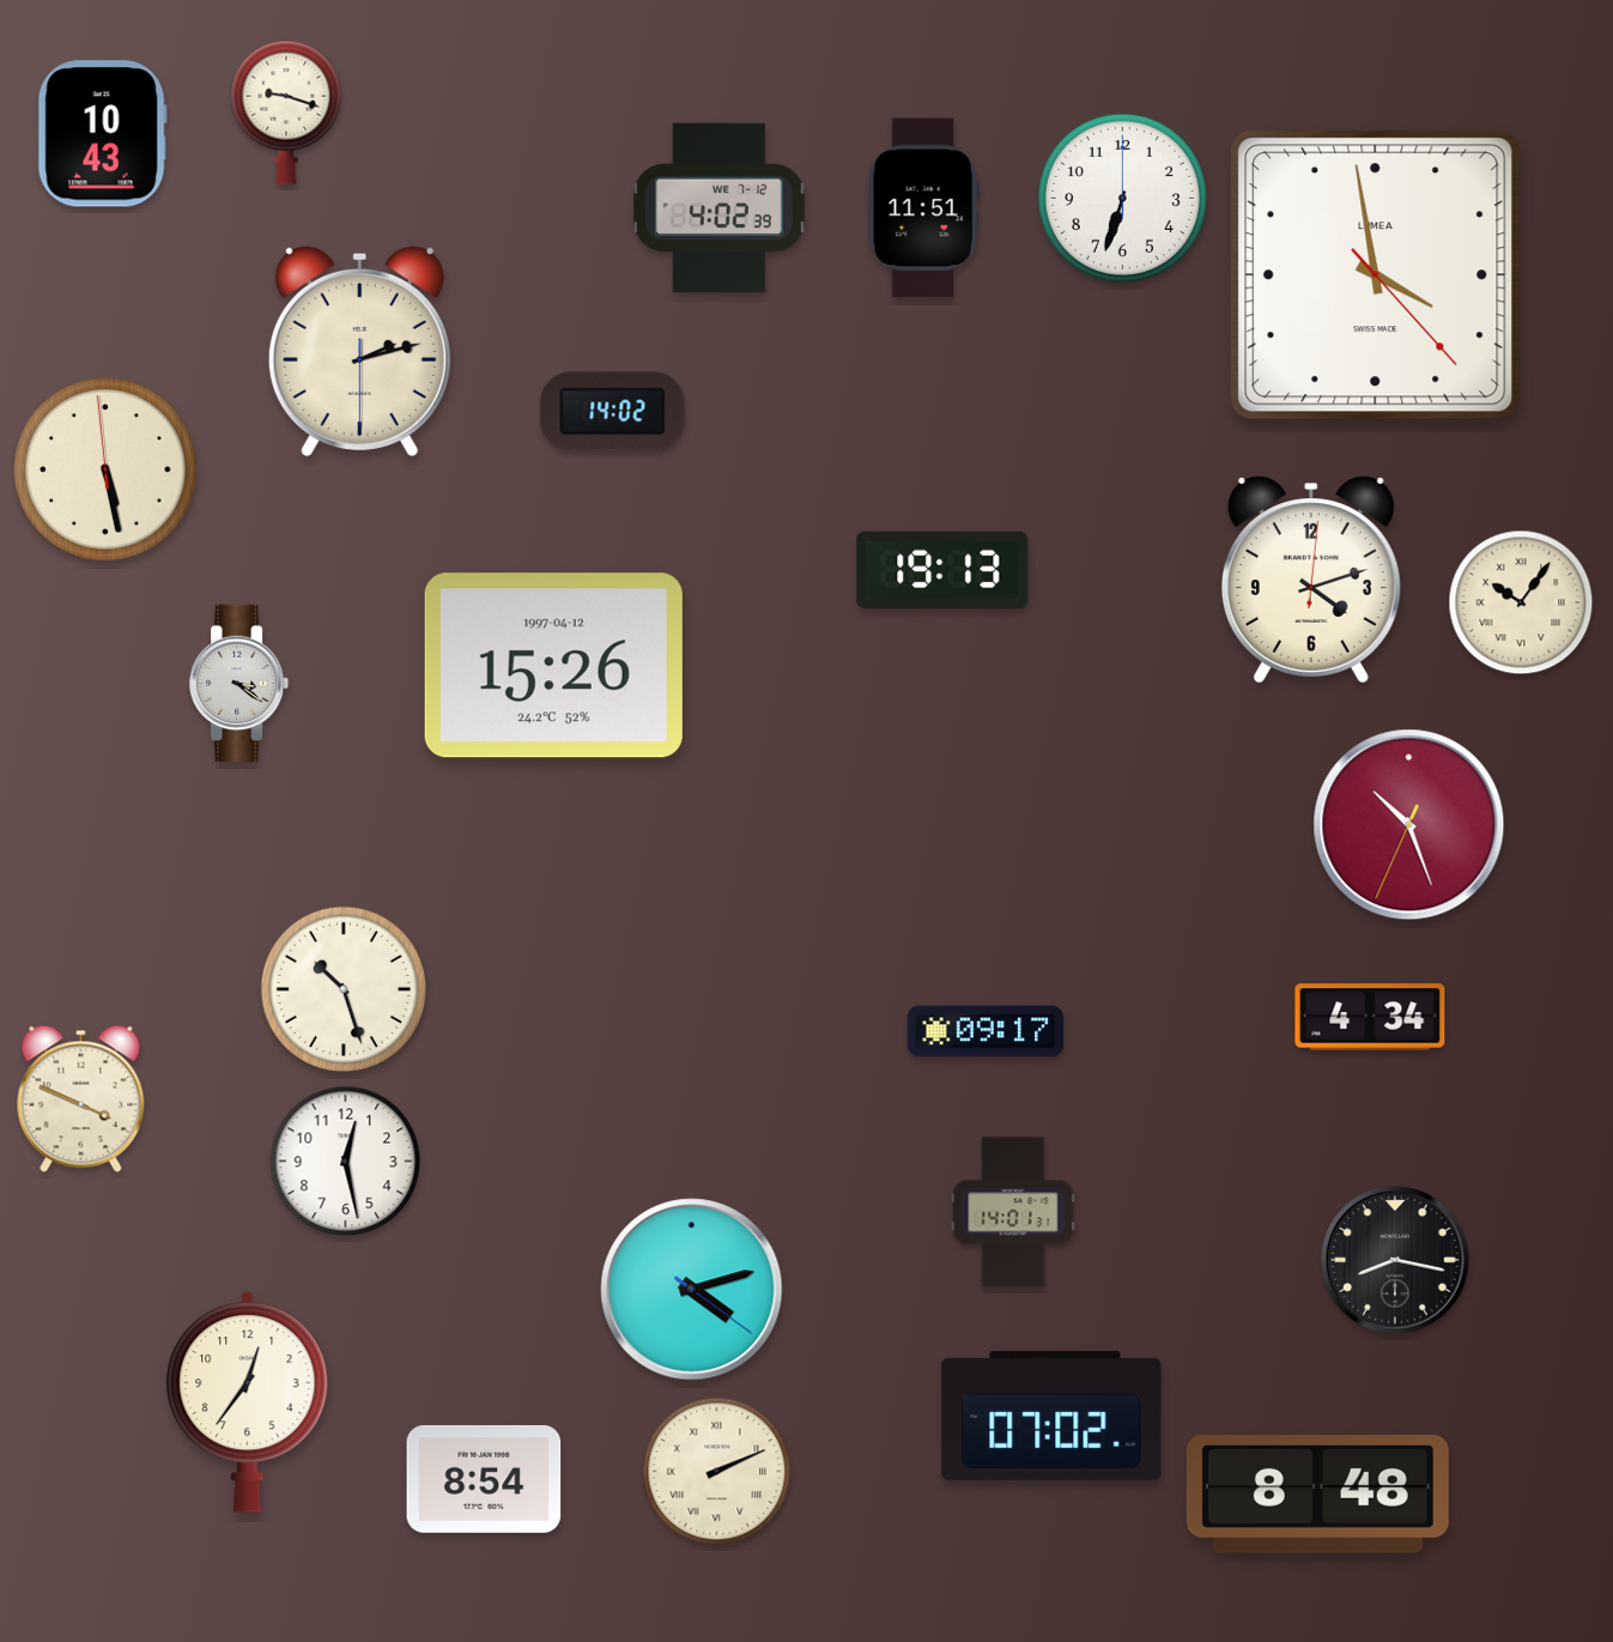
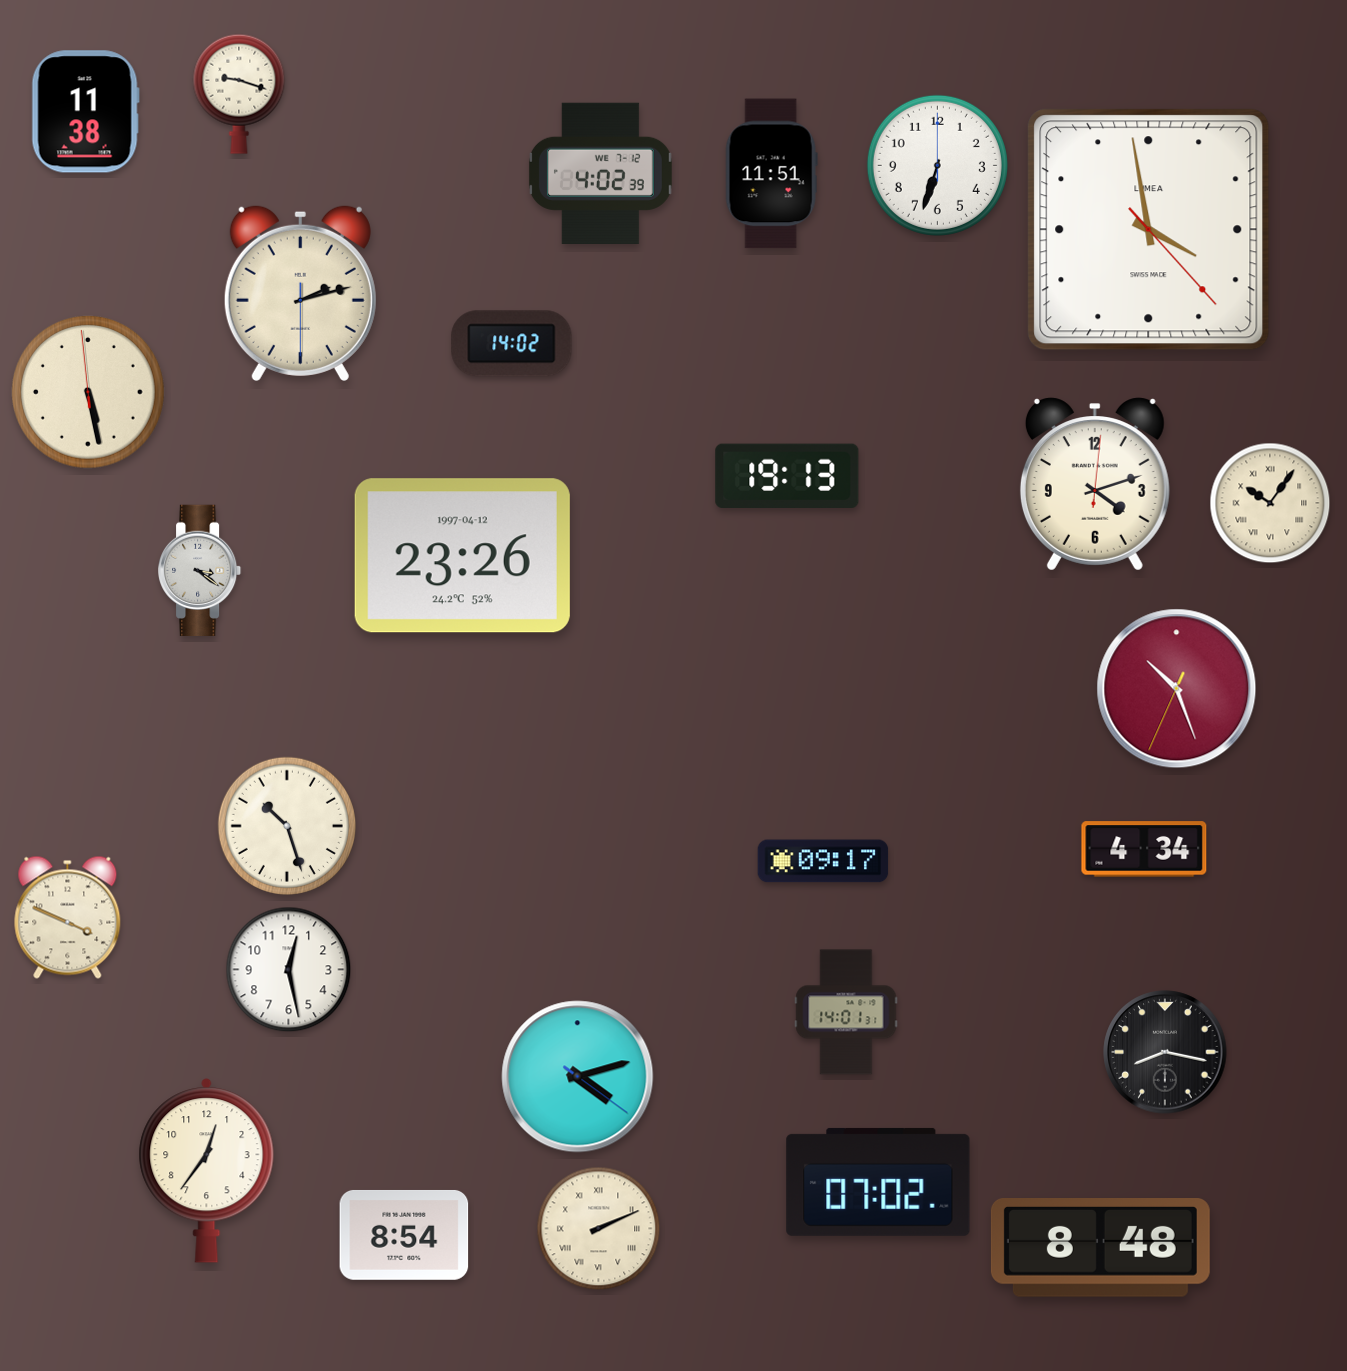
clock at (102, 134): 10:43 -> 11:38
clock at (553, 666): 15:26 -> 23:26
